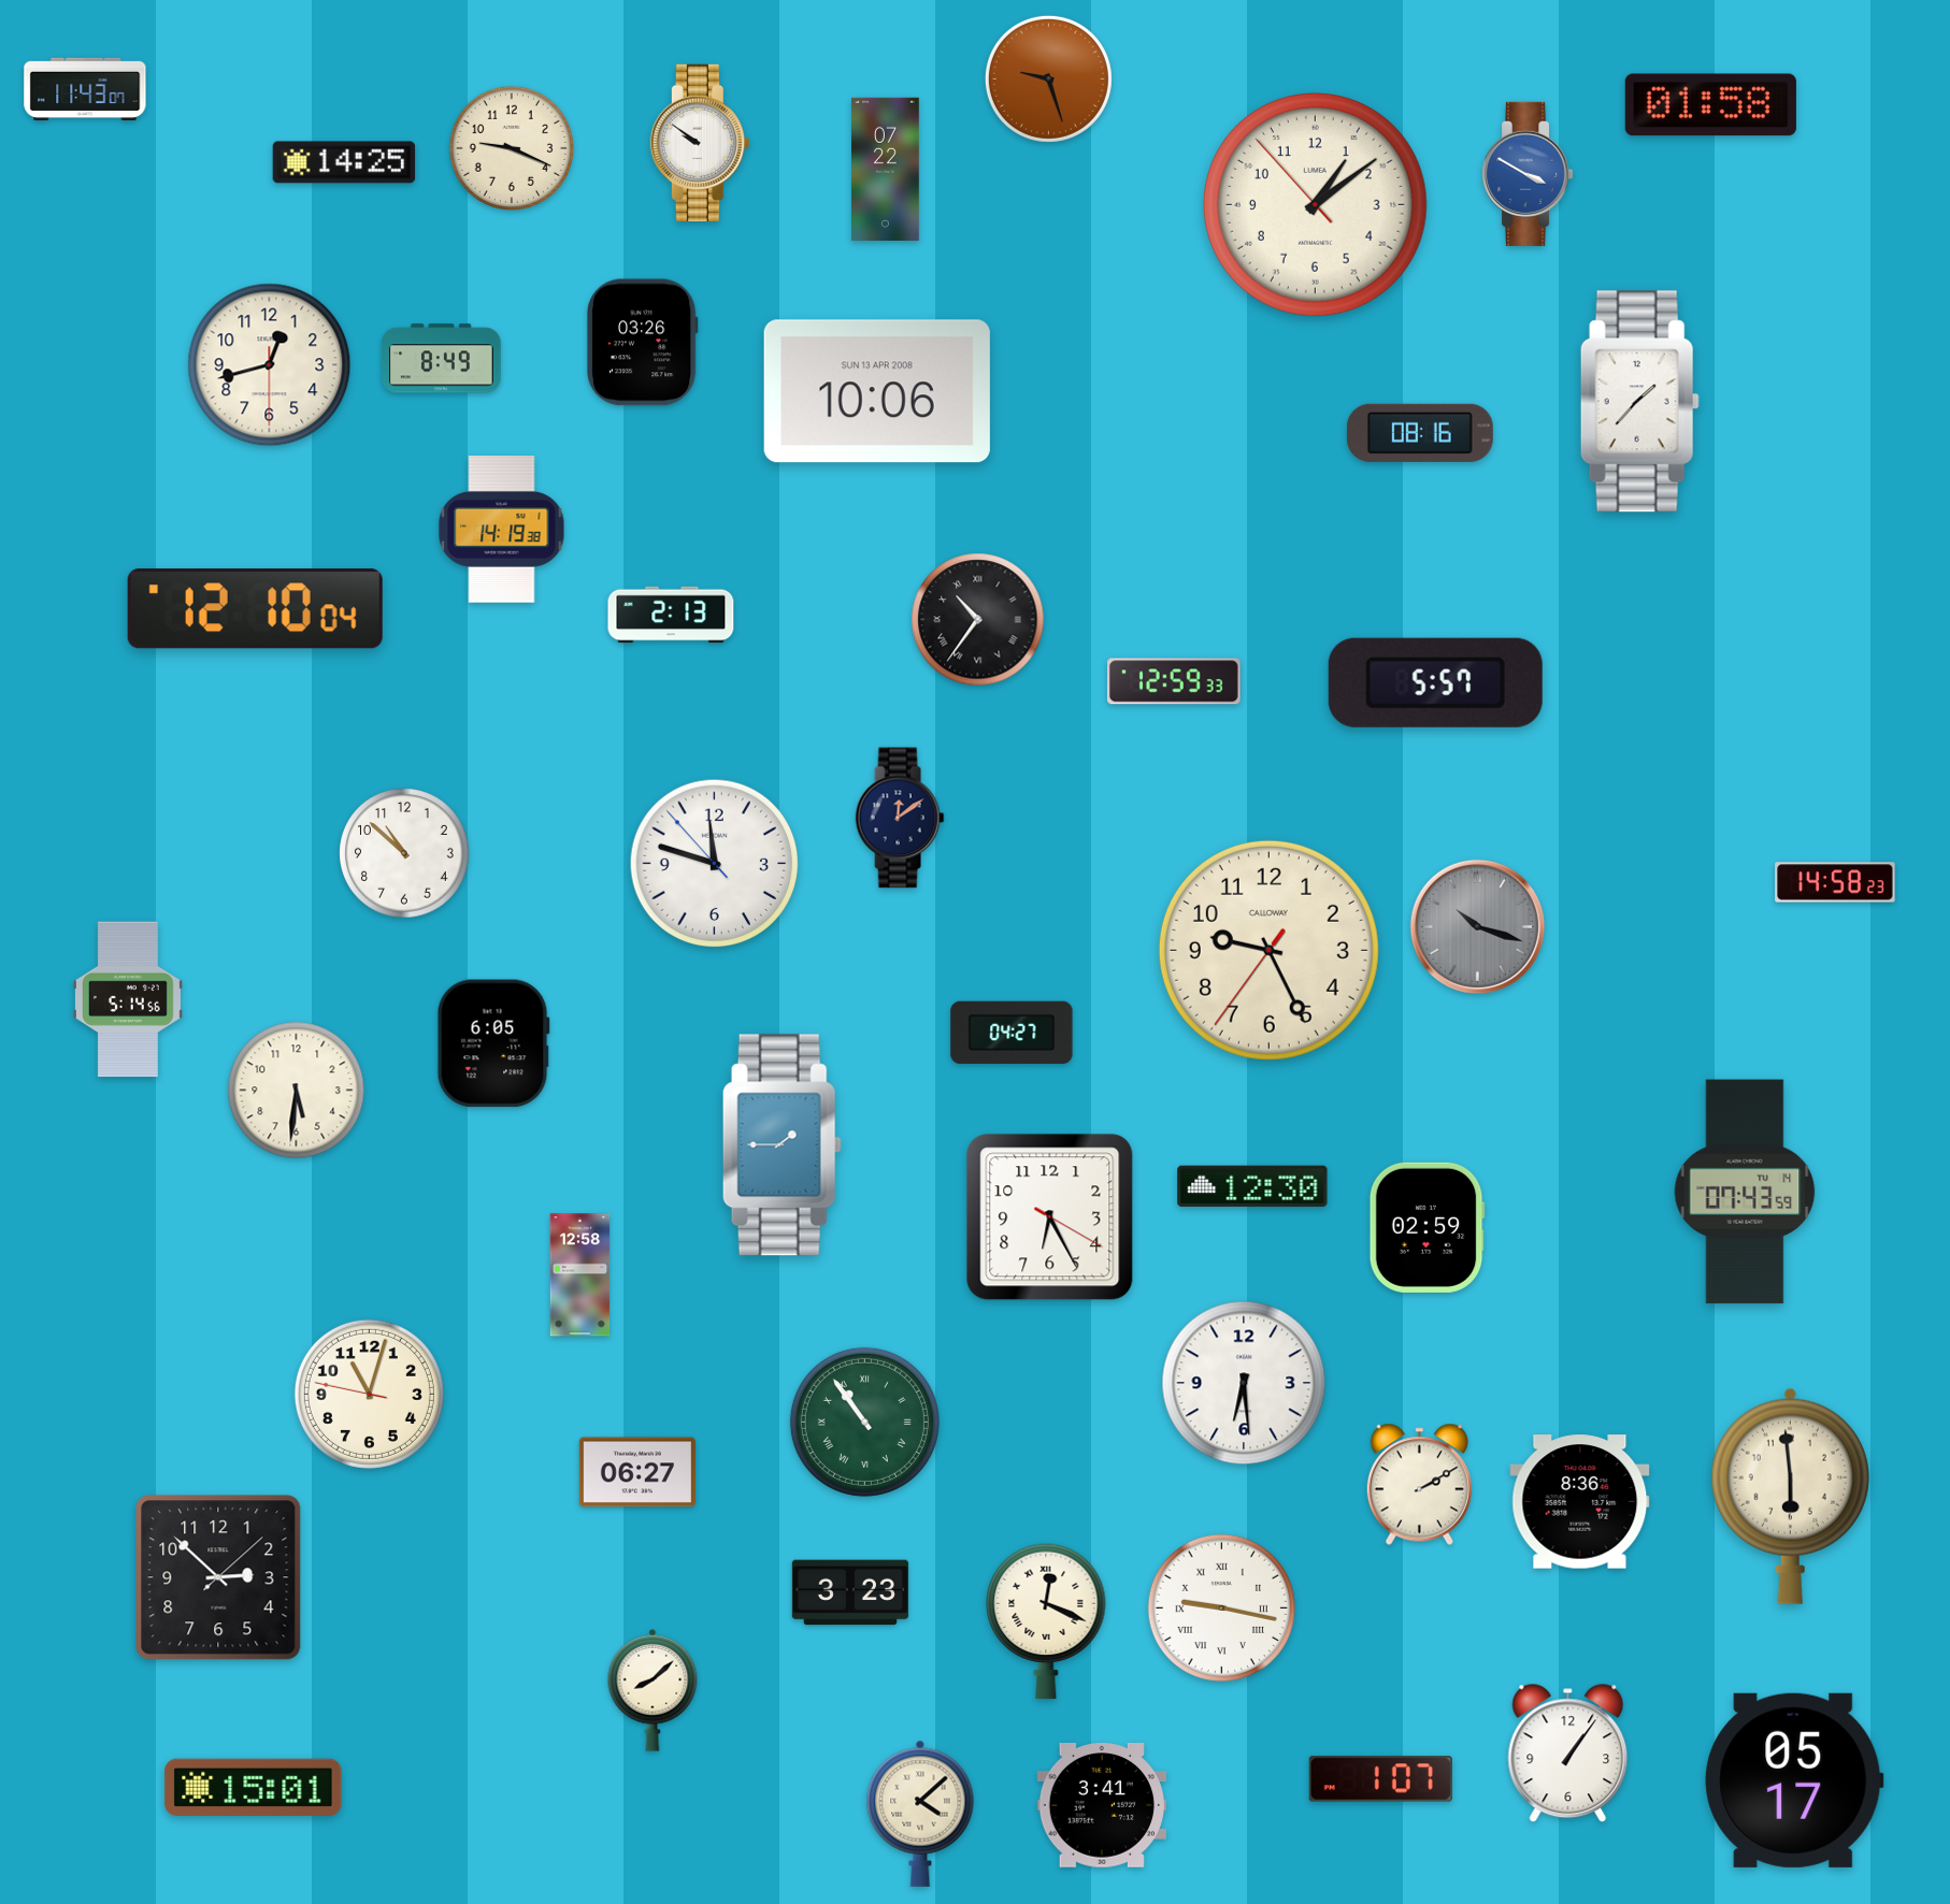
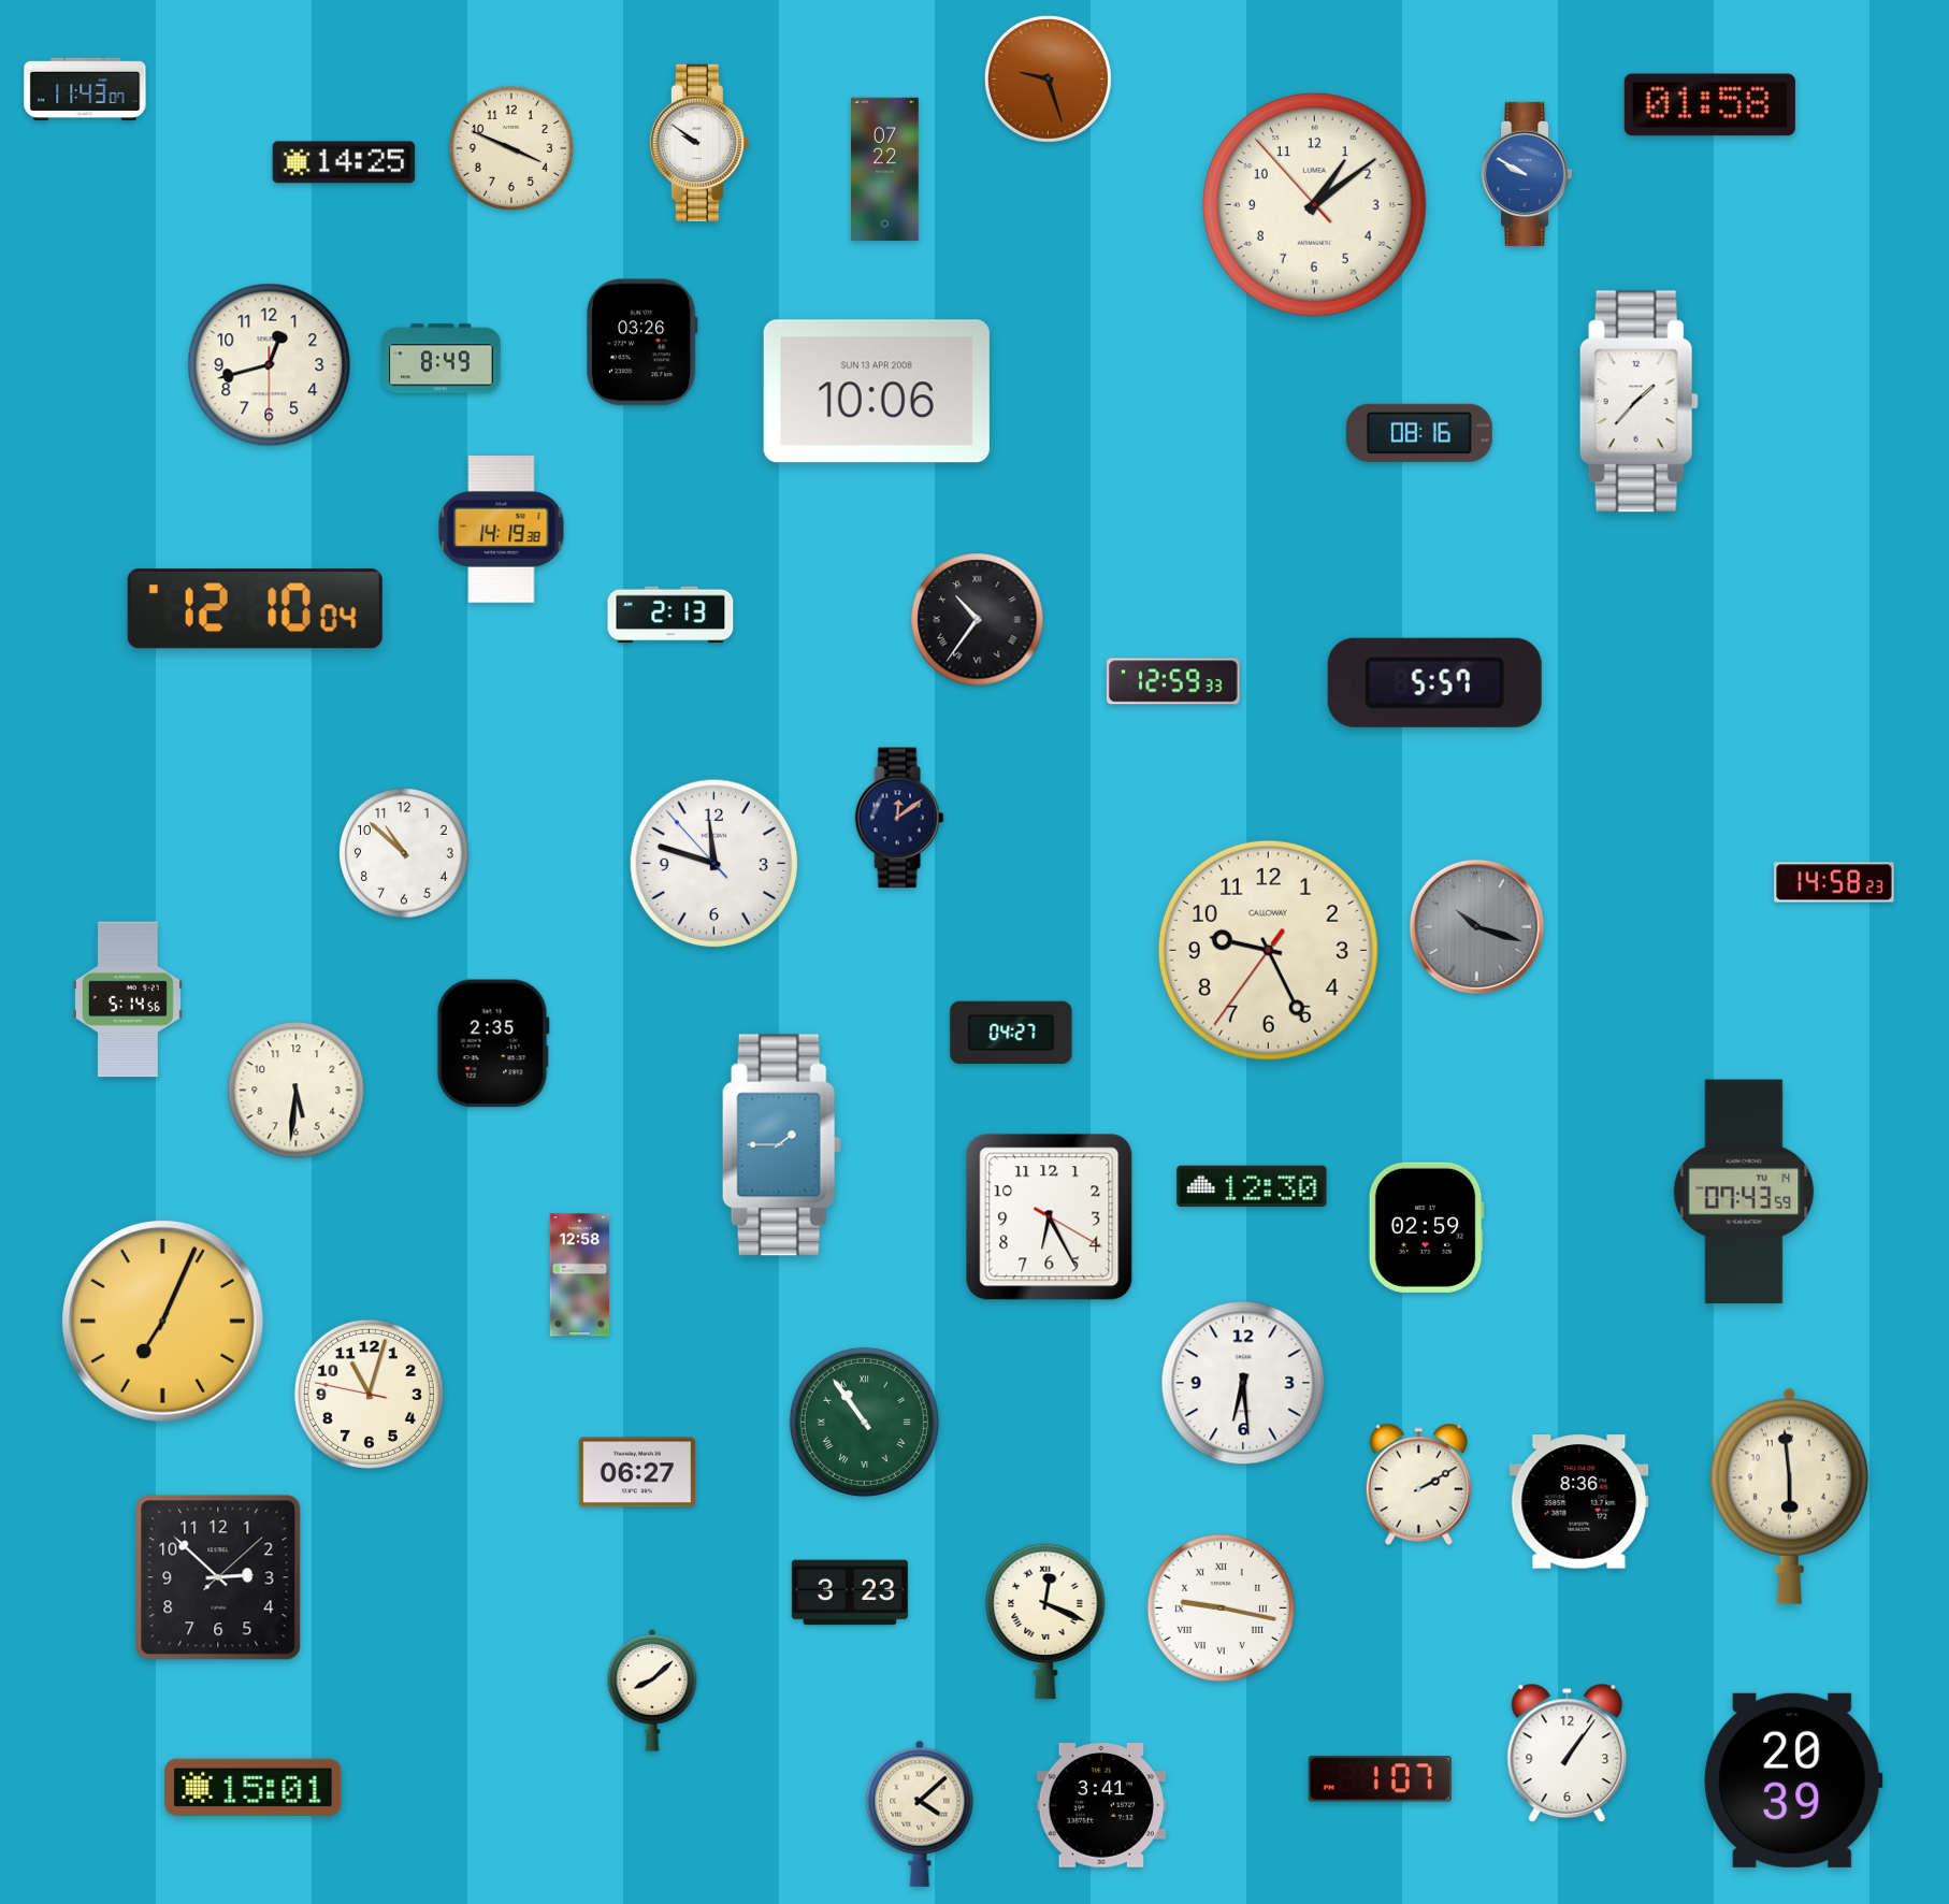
clock at (512, 148): 9:19 -> 3:49
clock at (1529, 174): 3:50 -> 9:50
clock at (493, 1043): 6:05 -> 2:35
clock at (162, 1321): none -> 7:04
clock at (1794, 1780): 05:17 -> 20:39
